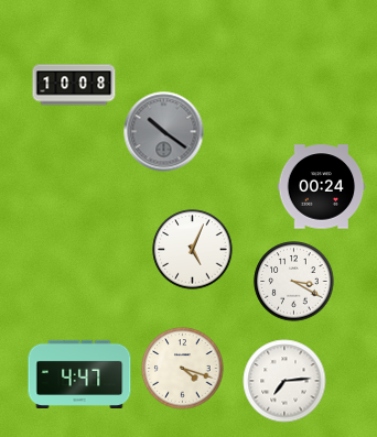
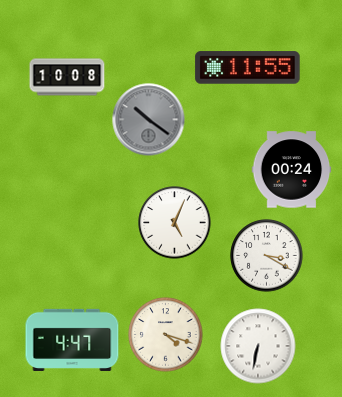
clock at (248, 68): none -> 11:55
clock at (193, 250) position: (193, 250) -> (175, 223)
clock at (284, 381): 7:14 -> 6:32
